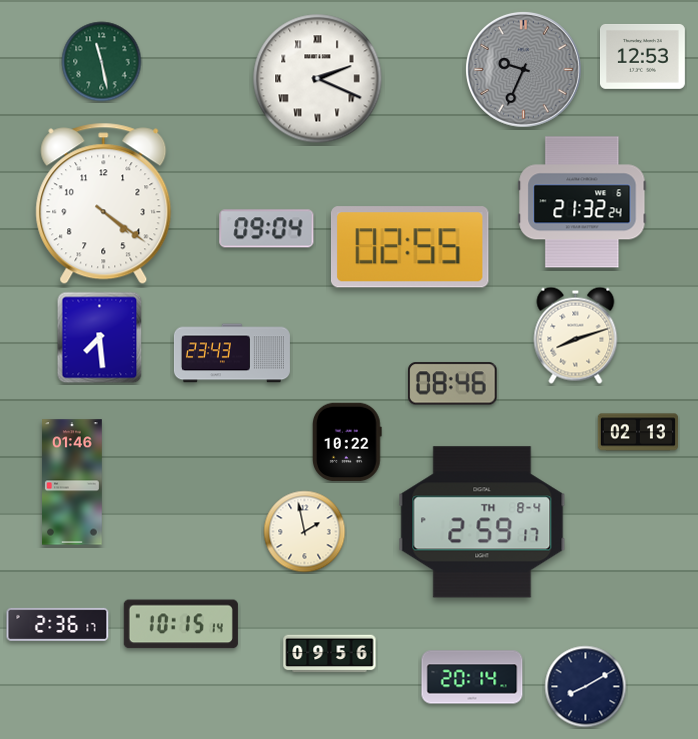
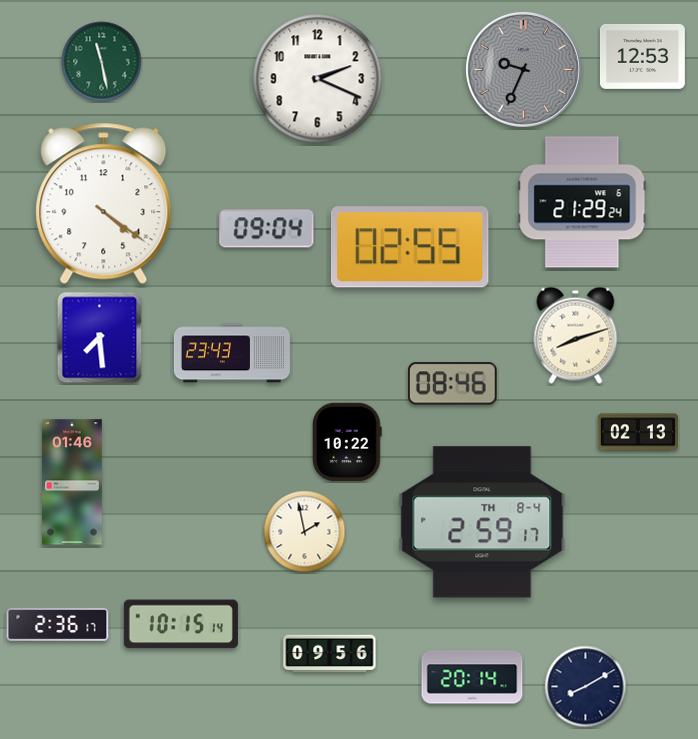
clock at (318, 79) numerals: Roman -> Arabic
clock at (582, 202): 21:32 -> 21:29
